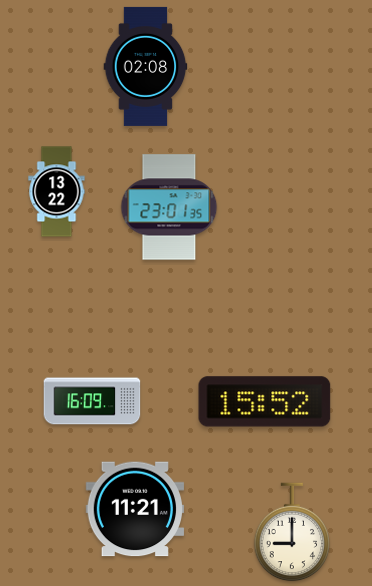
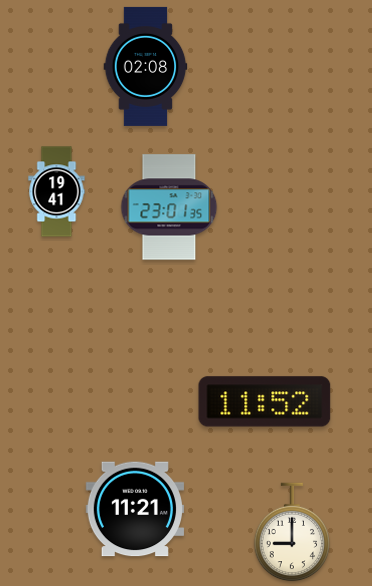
clock at (57, 192): 13:22 -> 19:41
clock at (92, 401): 16:09 -> none
clock at (265, 402): 15:52 -> 11:52
